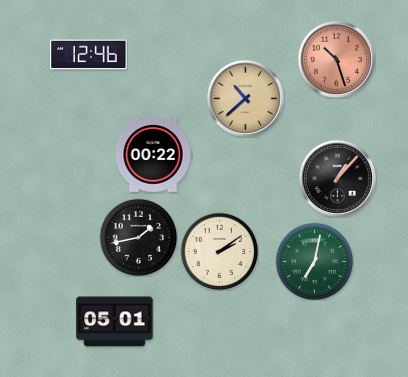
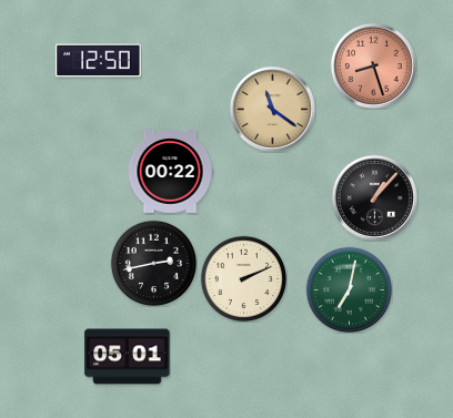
clock at (89, 55): 12:46 -> 12:50
clock at (336, 59): 10:27 -> 8:27
clock at (245, 98): 10:38 -> 11:21
clock at (138, 237): 1:43 -> 2:43
clock at (219, 251): 2:09 -> 2:11
